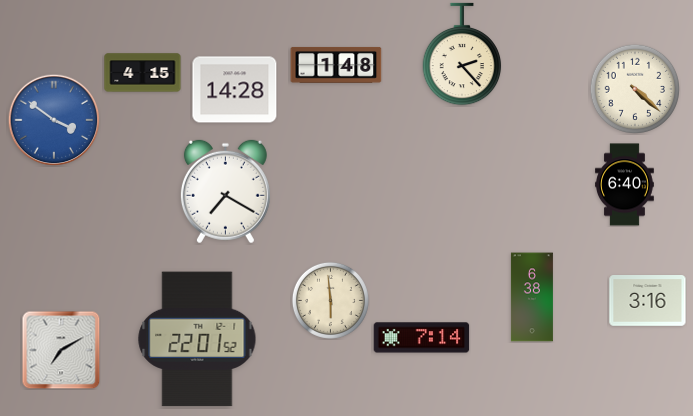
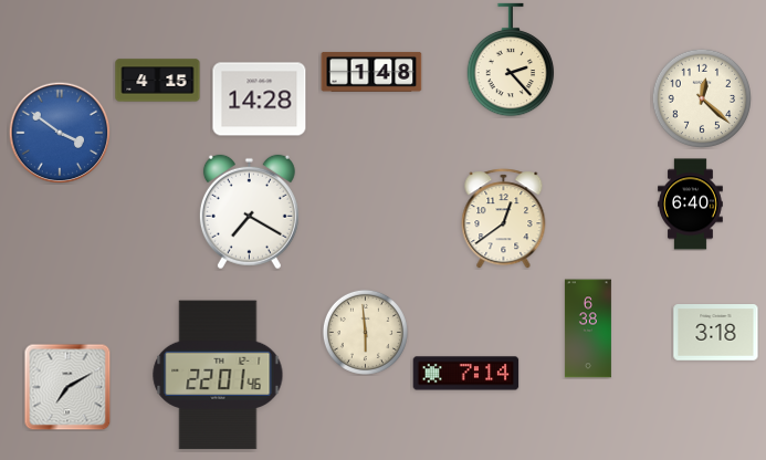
clock at (634, 88): 4:22 -> 12:22
clock at (504, 219): none -> 12:39
clock at (648, 301): 3:16 -> 3:18
clock at (197, 339): 22:01:52 -> 22:01:46
